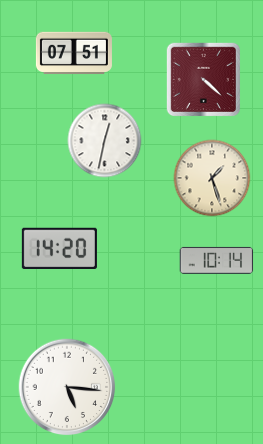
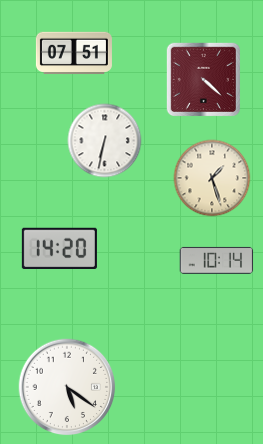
clock at (105, 141): 12:32 -> 6:32
clock at (67, 387): 5:16 -> 5:21
